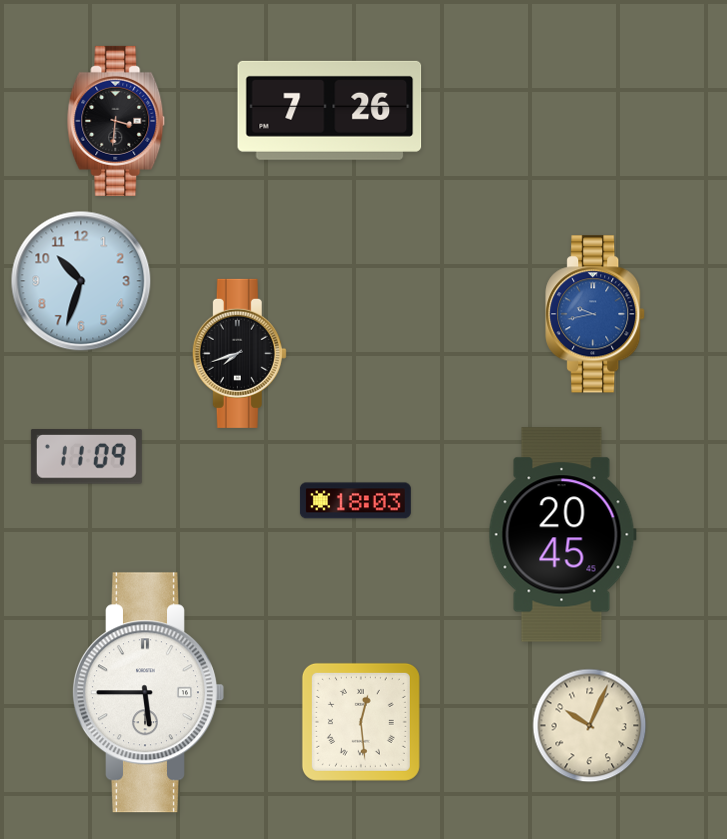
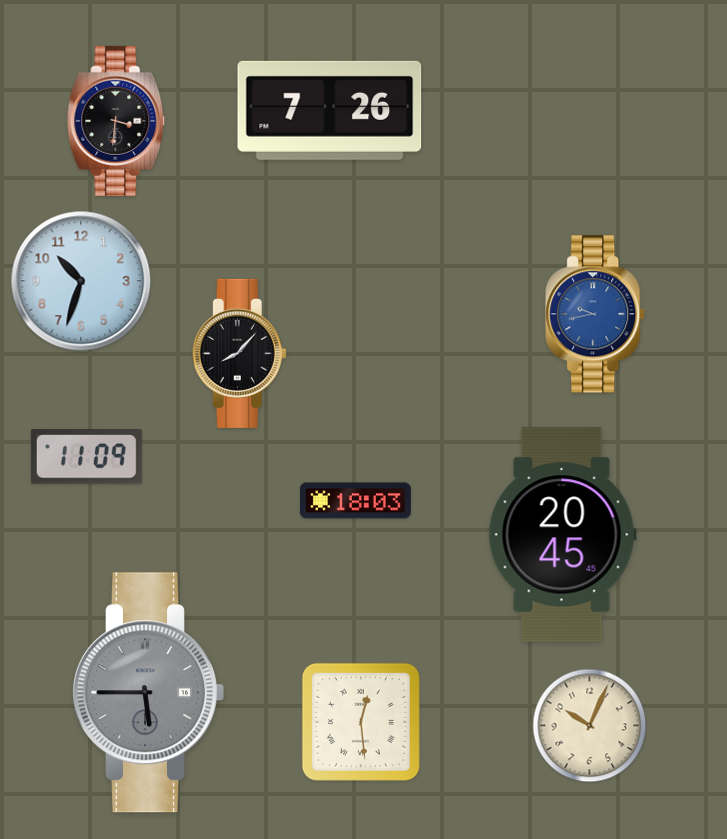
clock at (239, 353): 7:42 -> 8:07
clock at (149, 693) dial: white -> grey
